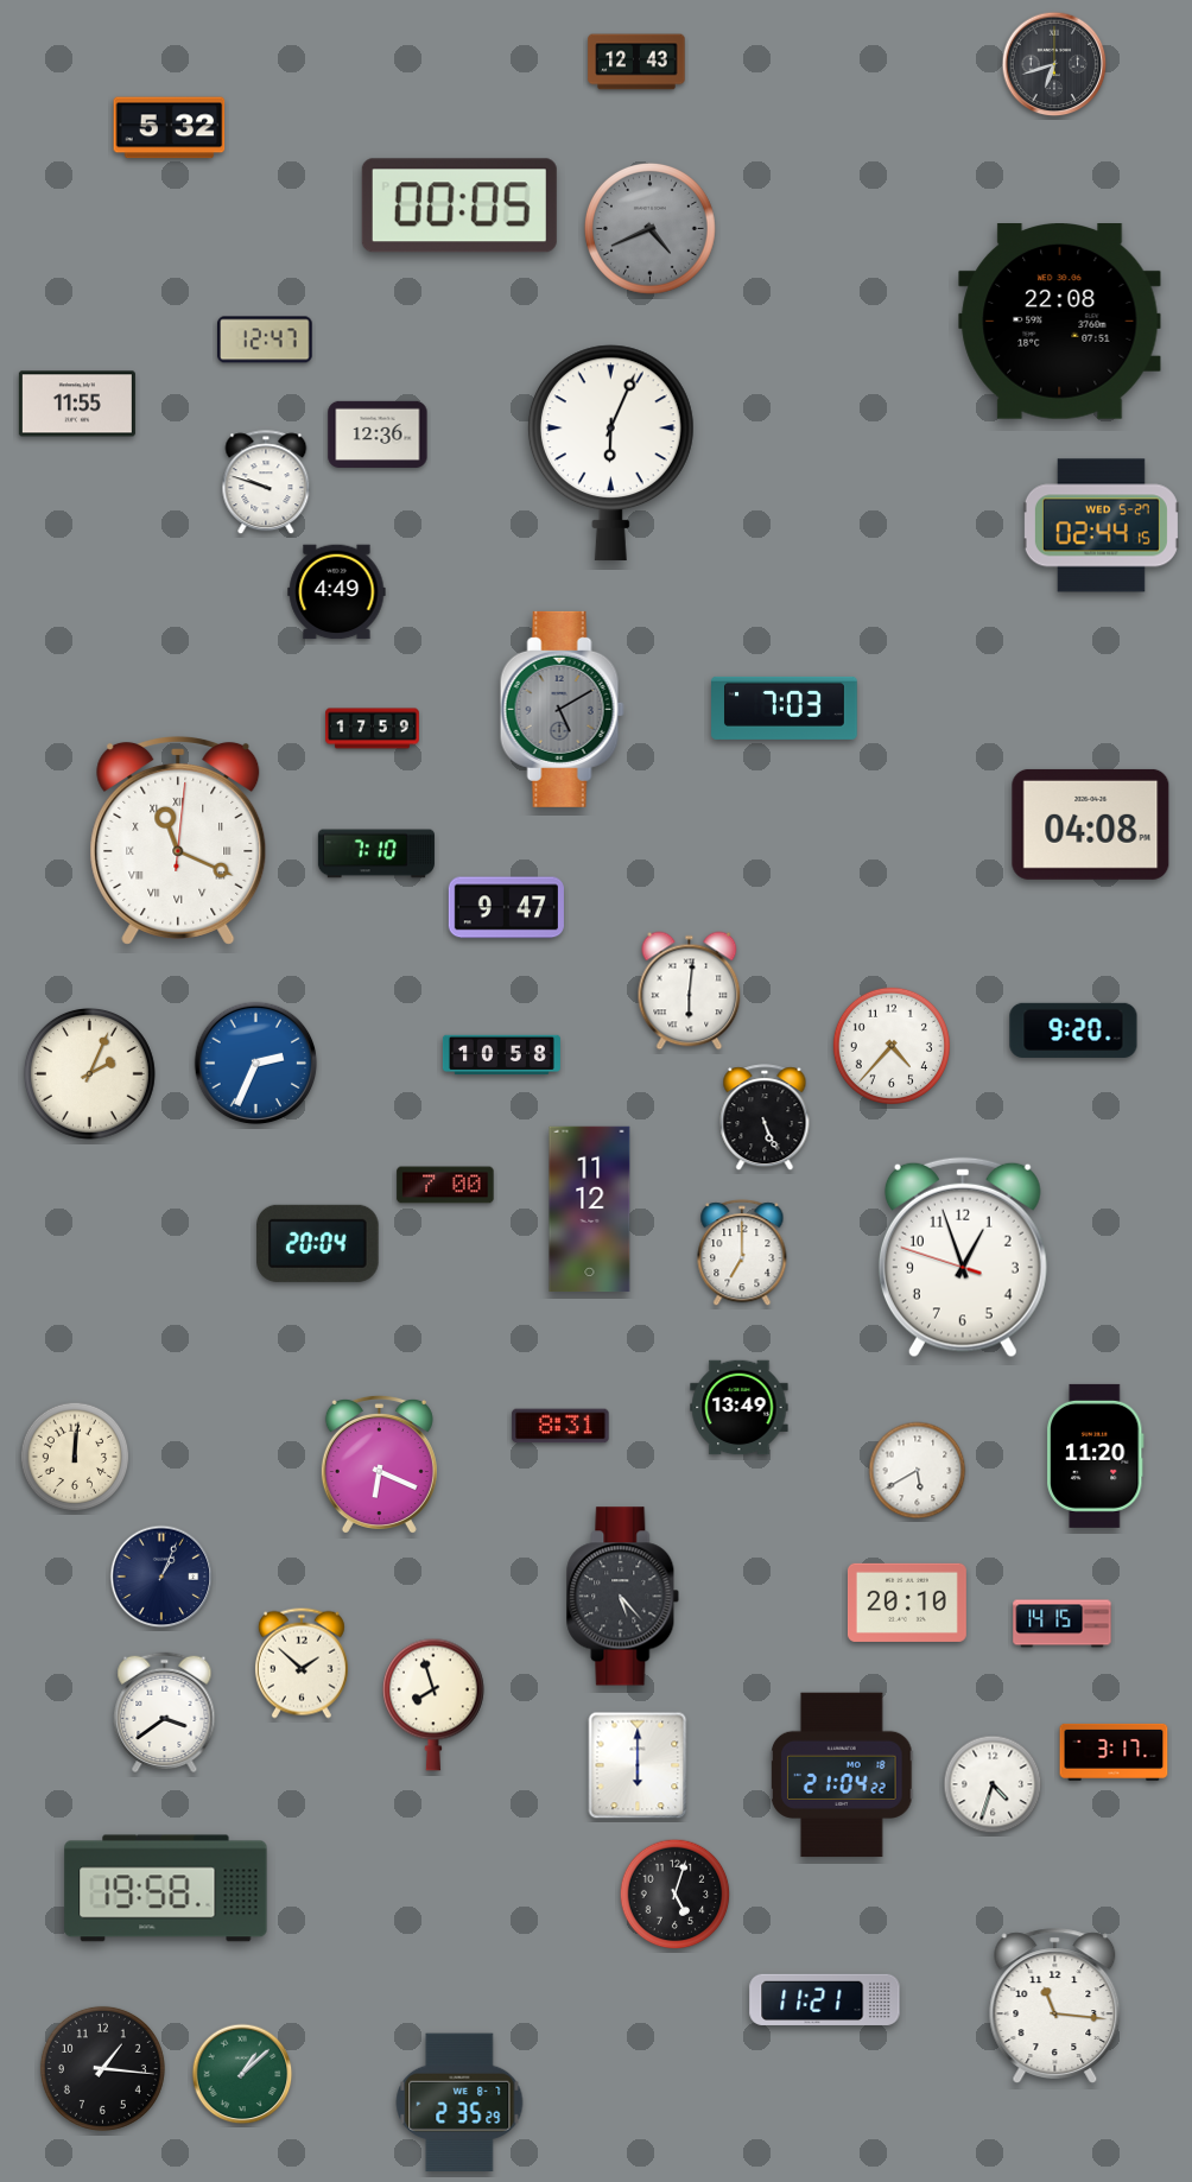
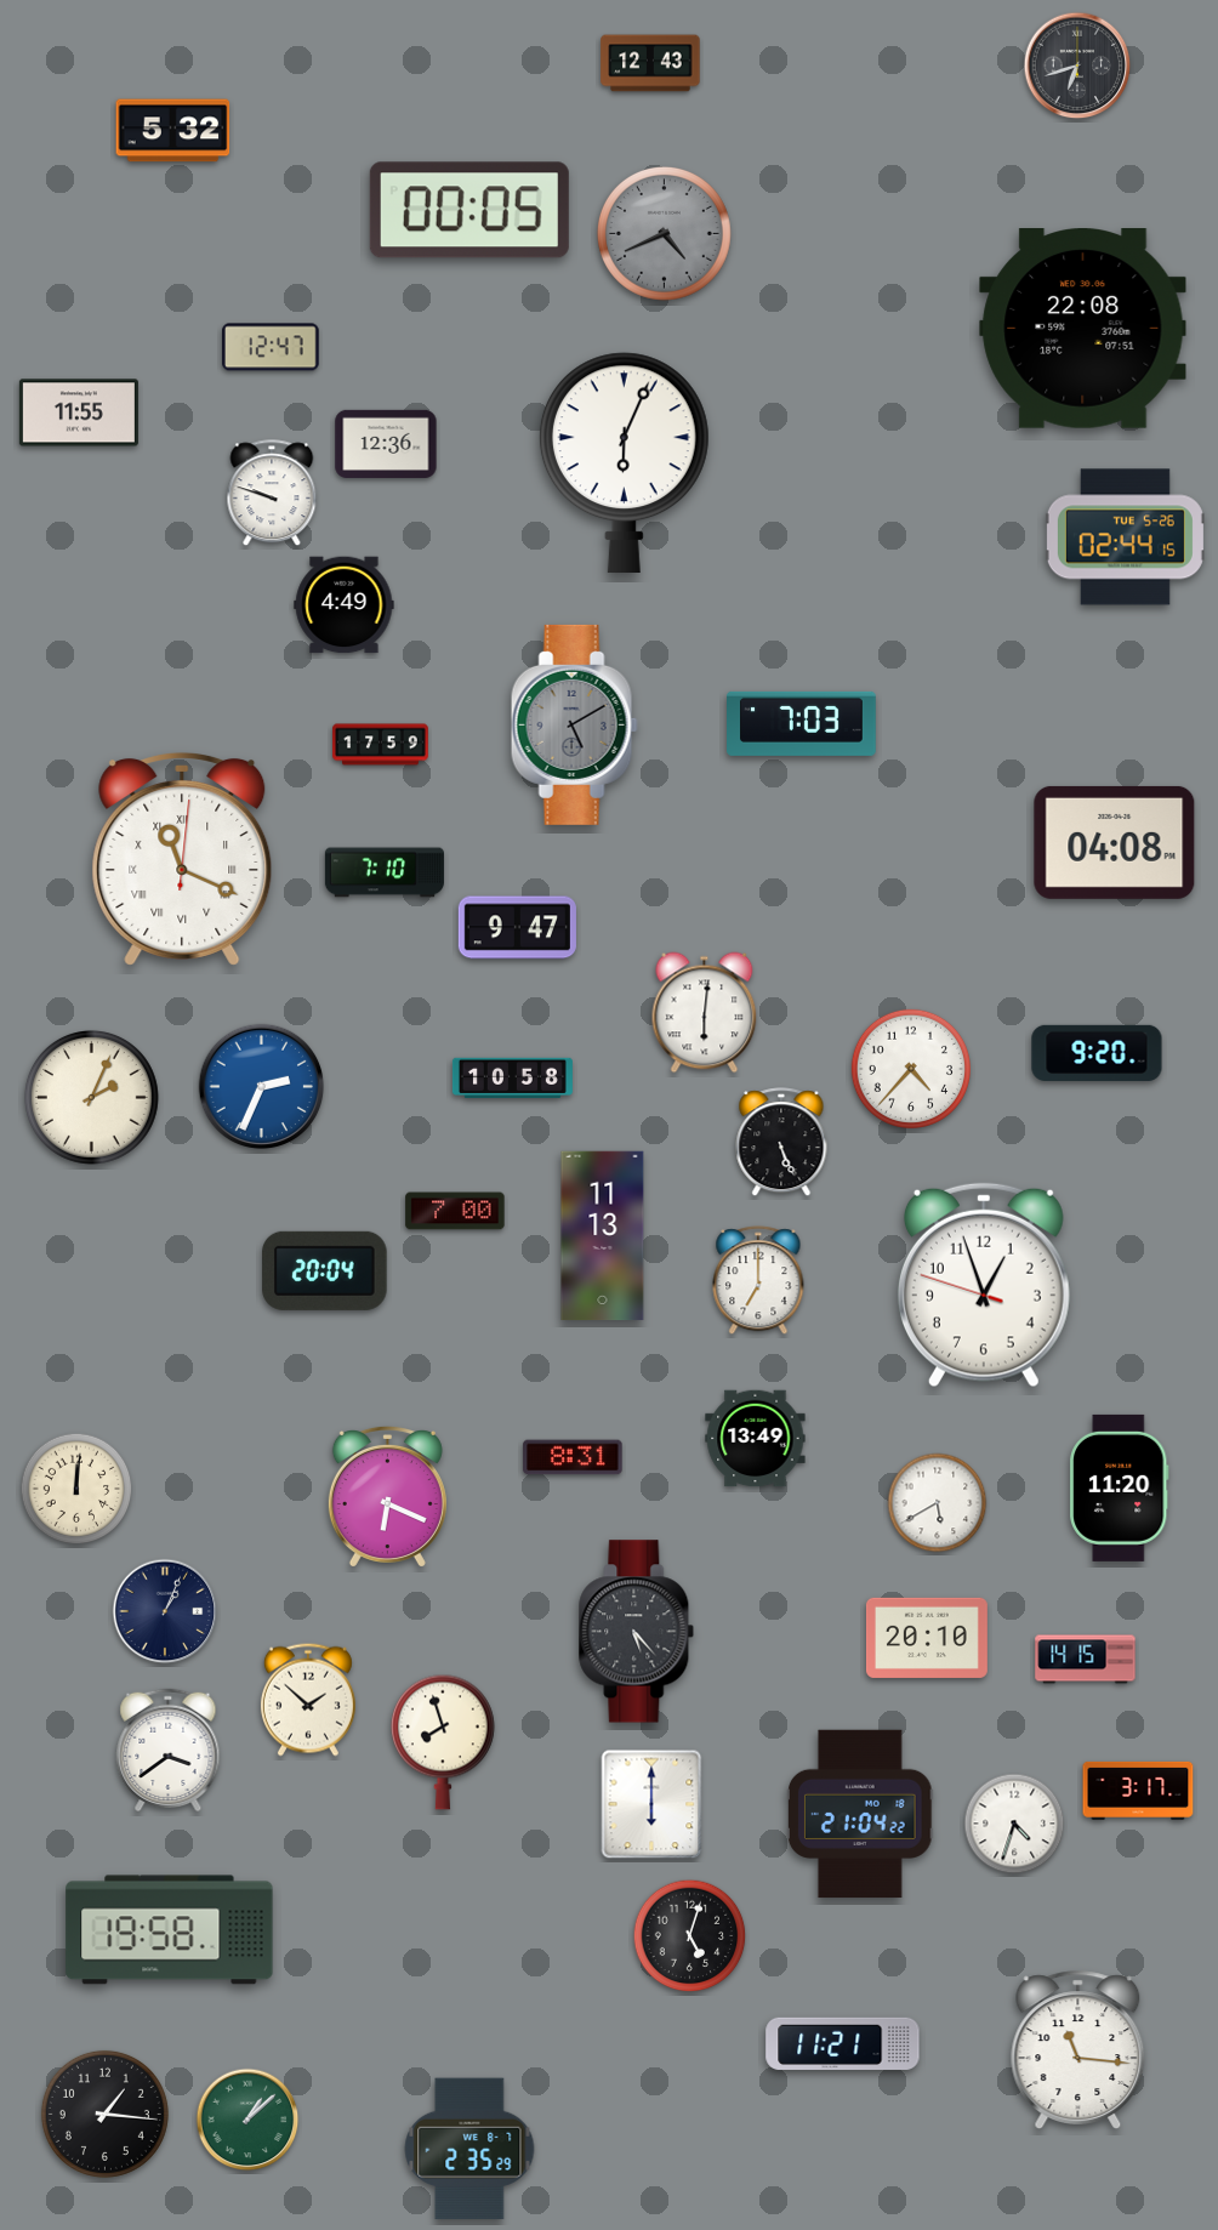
clock at (1101, 526) date: WED 5-27 -> TUE 5-26
clock at (590, 1210): 11:12 -> 11:13
